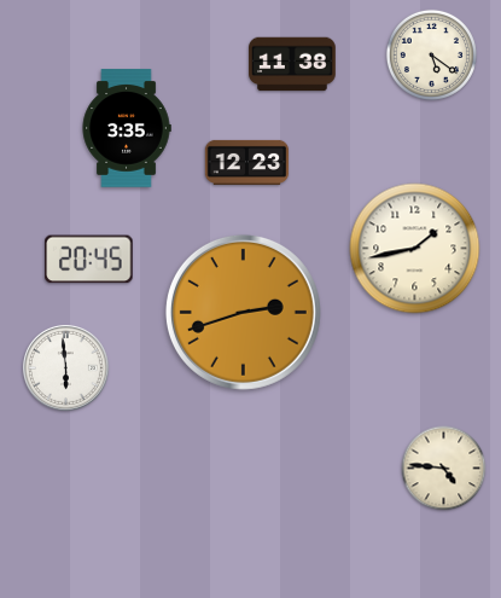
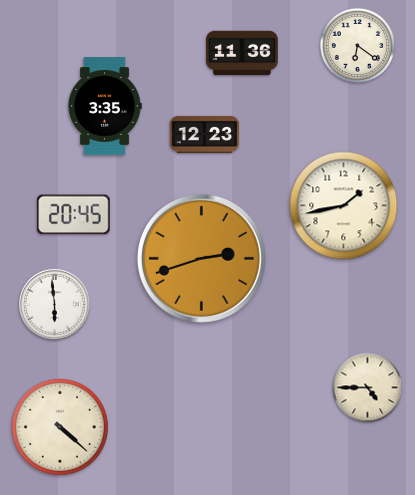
clock at (431, 54): 5:21 -> 6:21
clock at (292, 64): 11:38 -> 11:36
clock at (444, 469): 4:46 -> 4:45
clock at (60, 427): none -> 4:22
